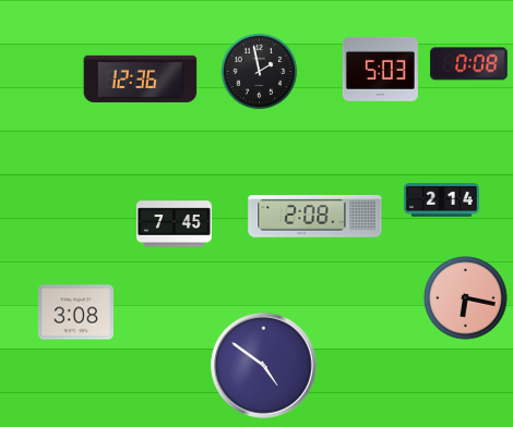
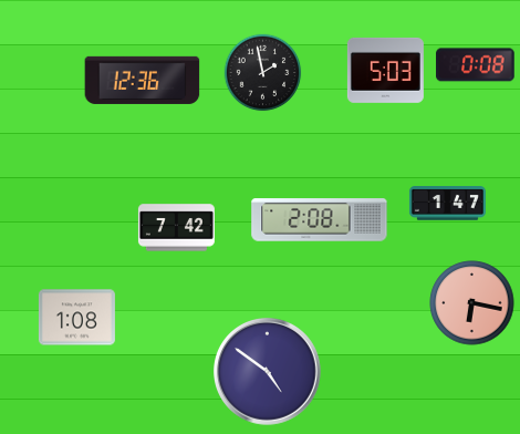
clock at (441, 200): 2:14 -> 1:47
clock at (174, 224): 7:45 -> 7:42
clock at (75, 313): 3:08 -> 1:08
